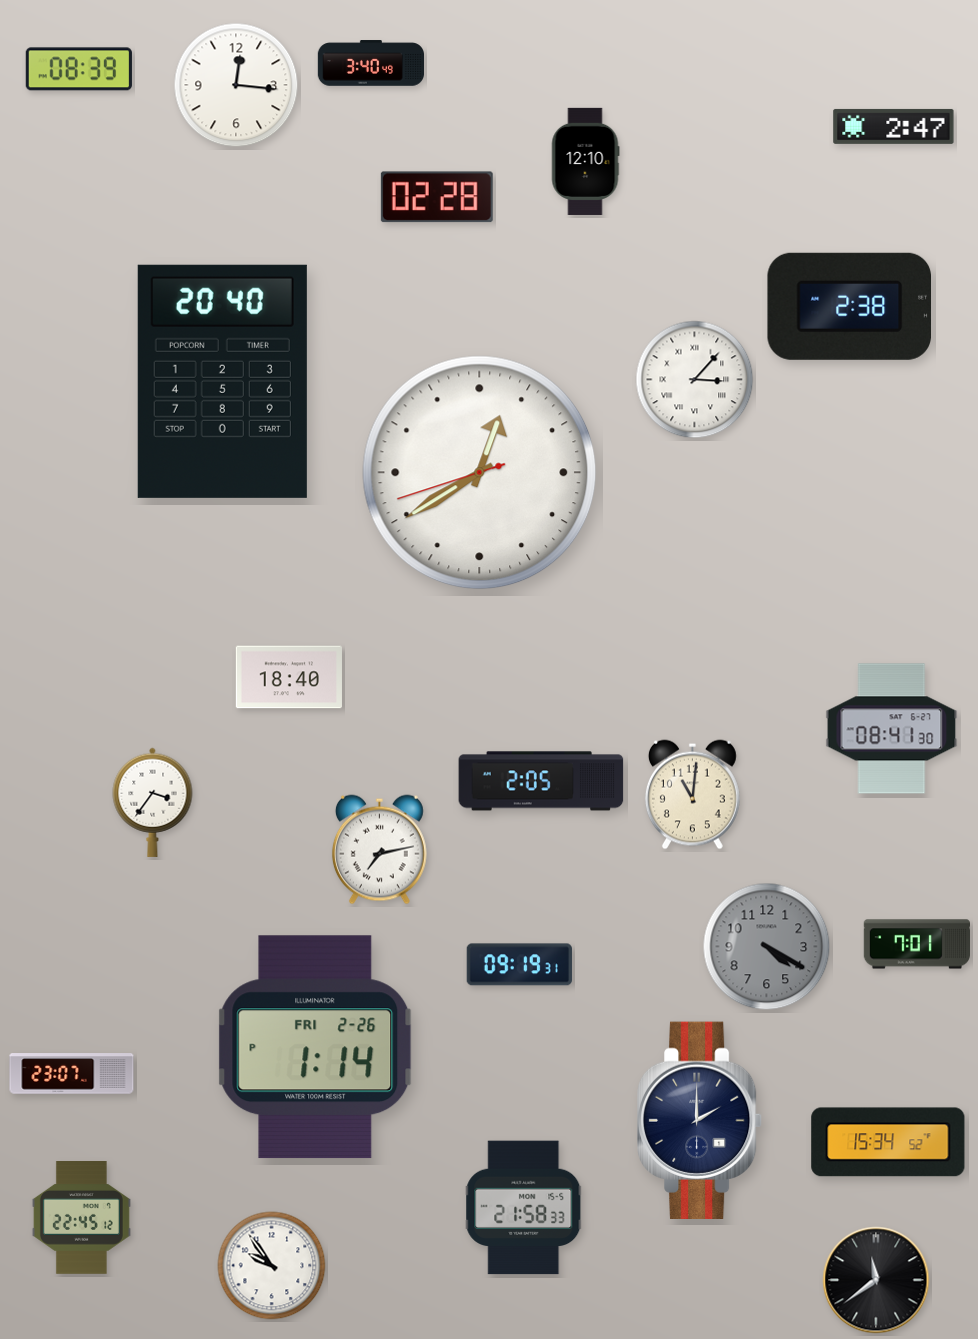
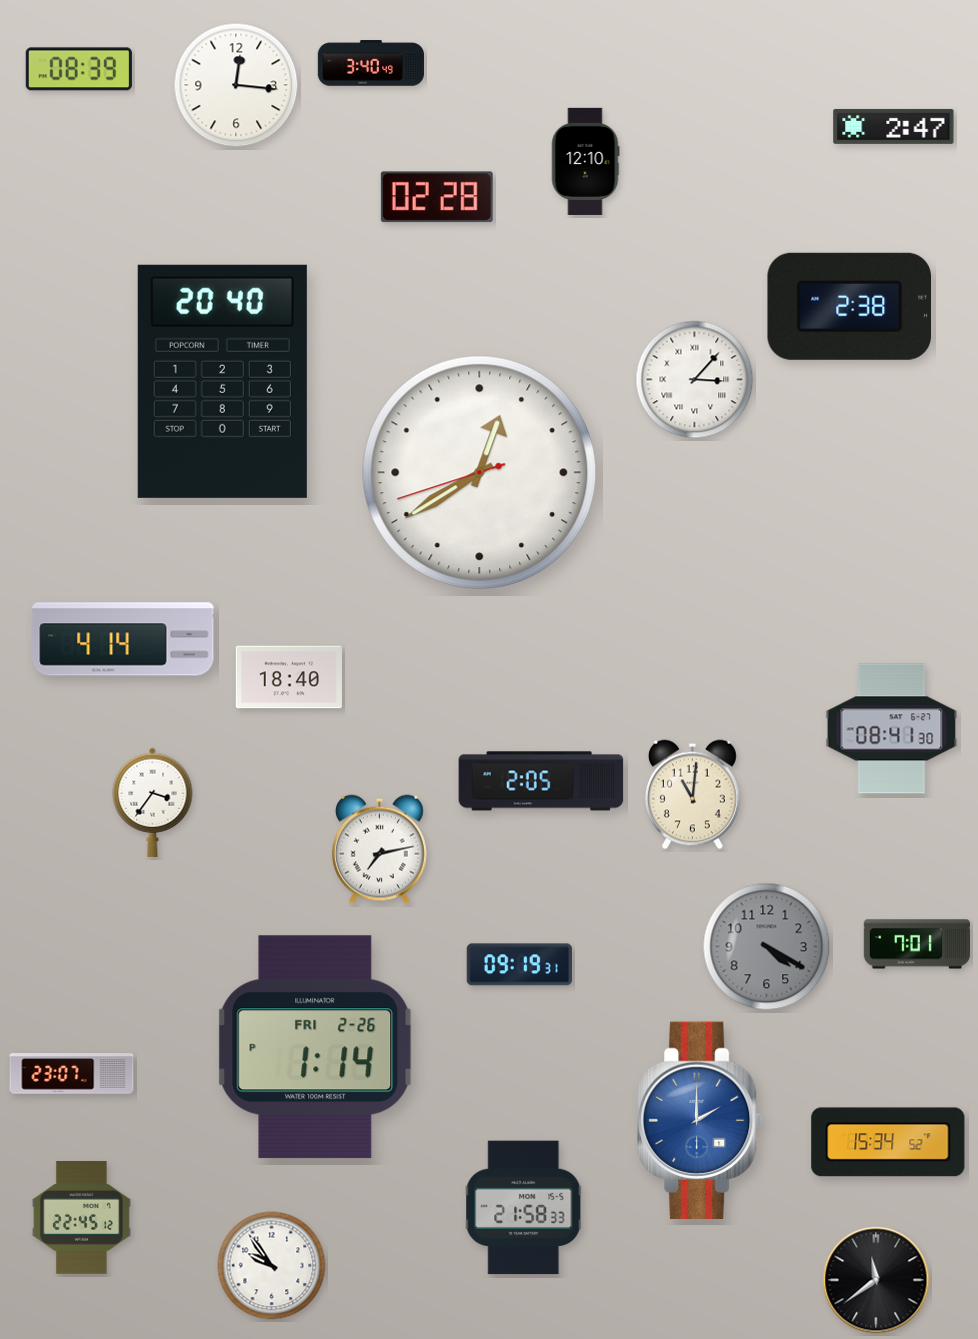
clock at (123, 639): none -> 4:14
clock at (701, 1120) dial: navy -> blue
